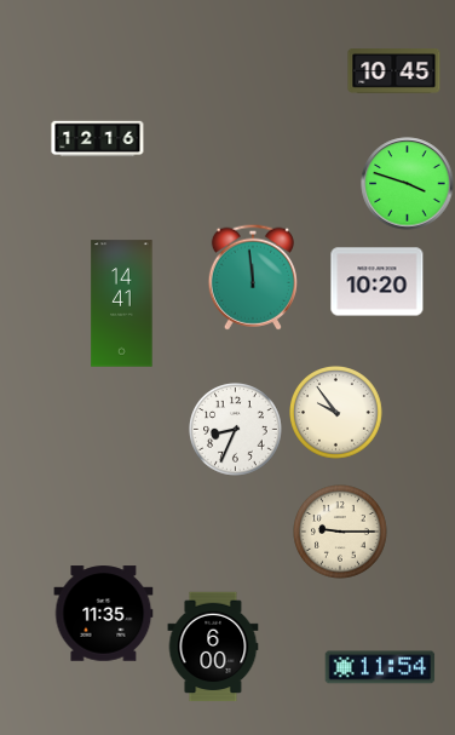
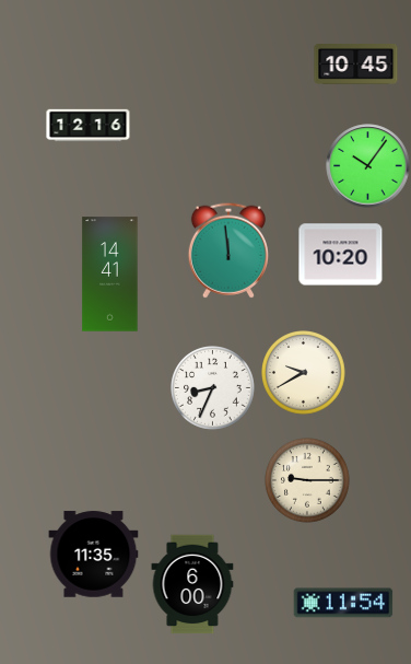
clock at (408, 184): 3:48 -> 10:06
clock at (336, 413): 9:54 -> 9:40
